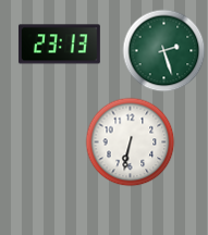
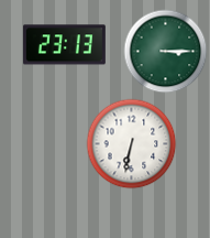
clock at (59, 45) position: (59, 45) -> (64, 45)
clock at (164, 51): 2:27 -> 3:15
